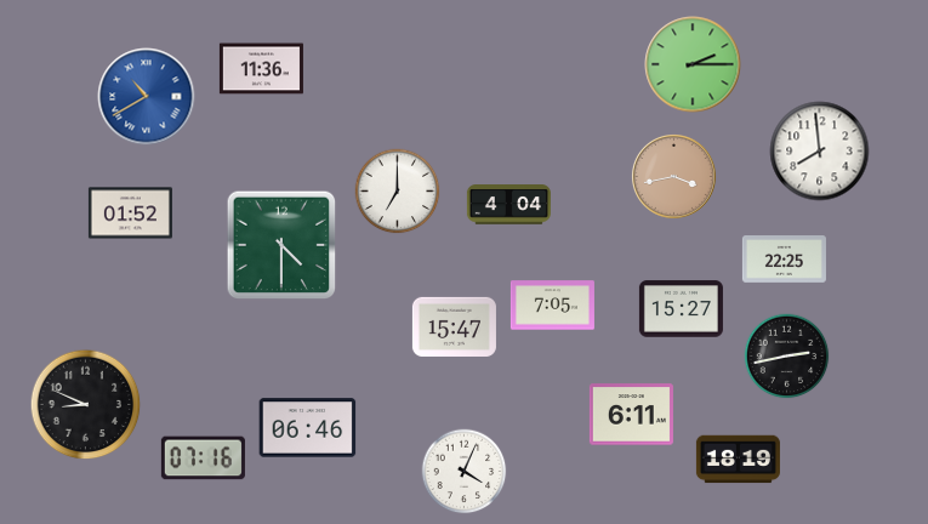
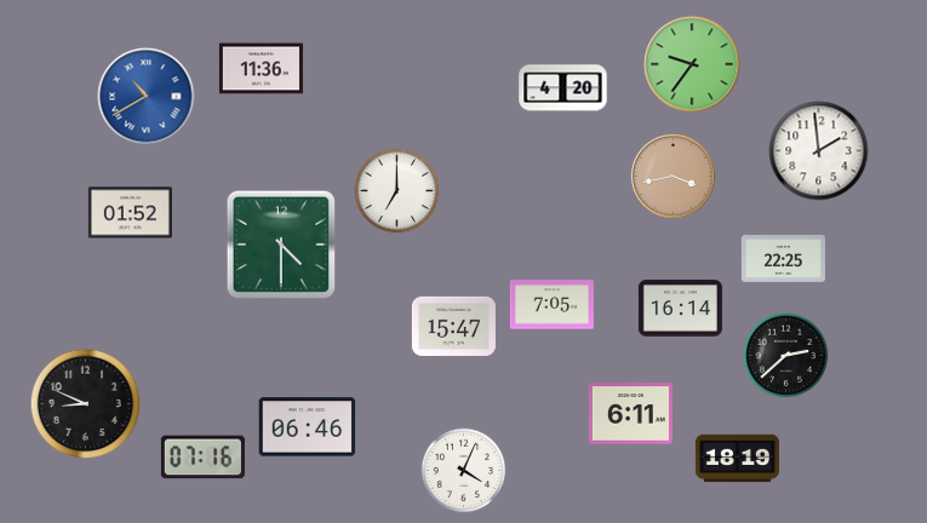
clock at (693, 64): 2:15 -> 9:36
clock at (563, 88): none -> 4:20
clock at (820, 152): 7:59 -> 1:59
clock at (508, 205): 4:04 -> none
clock at (681, 309): 15:27 -> 16:14
clock at (787, 357): 2:43 -> 2:38
